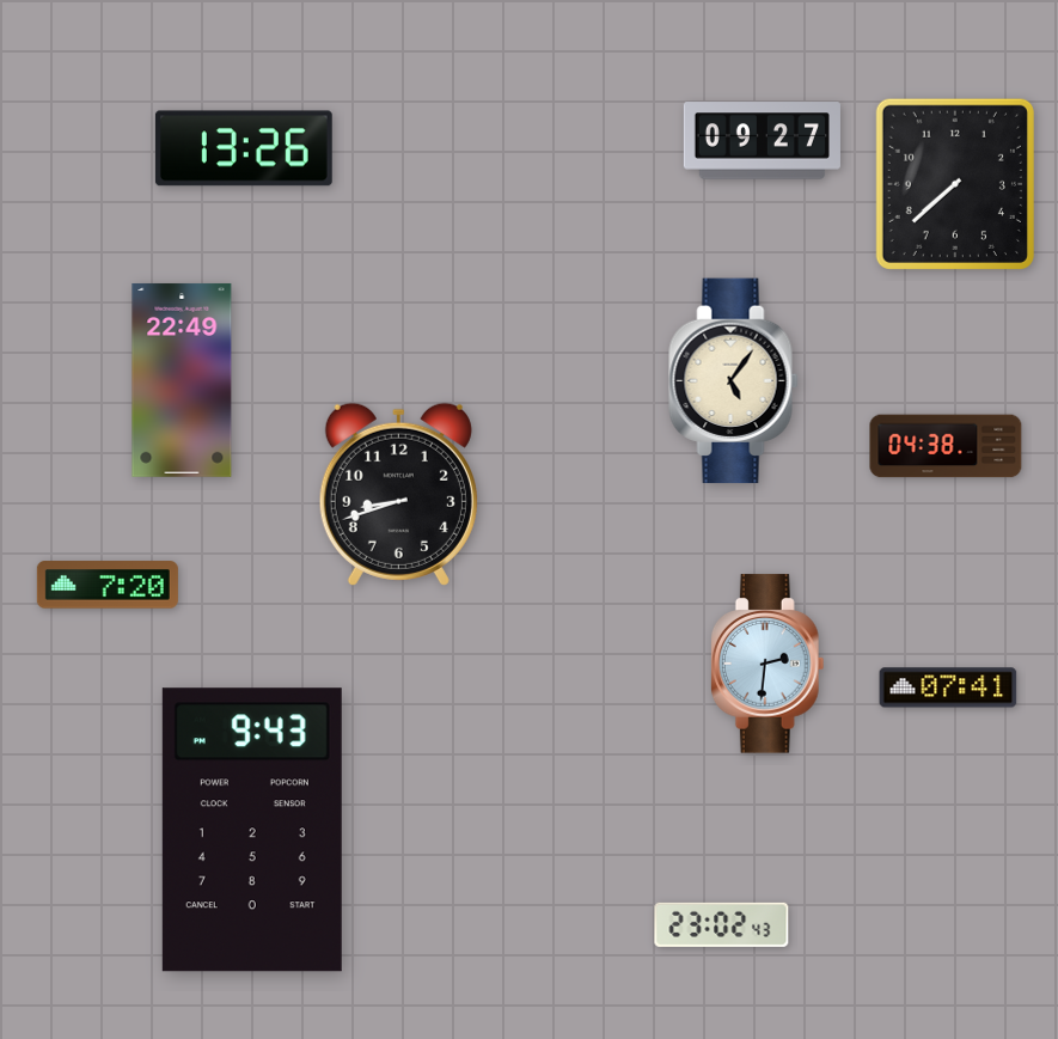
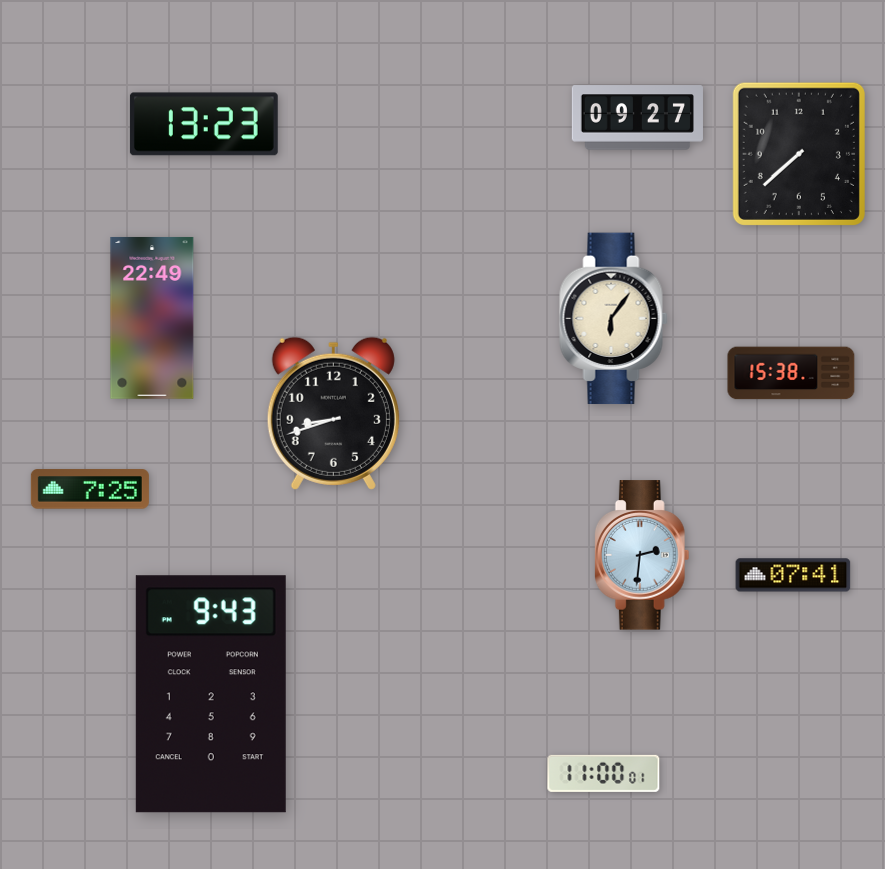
clock at (244, 148): 13:26 -> 13:23
clock at (734, 381): 5:06 -> 6:06
clock at (946, 446): 04:38 -> 15:38
clock at (108, 585): 7:20 -> 7:25
clock at (722, 924): 23:02 -> 11:00
